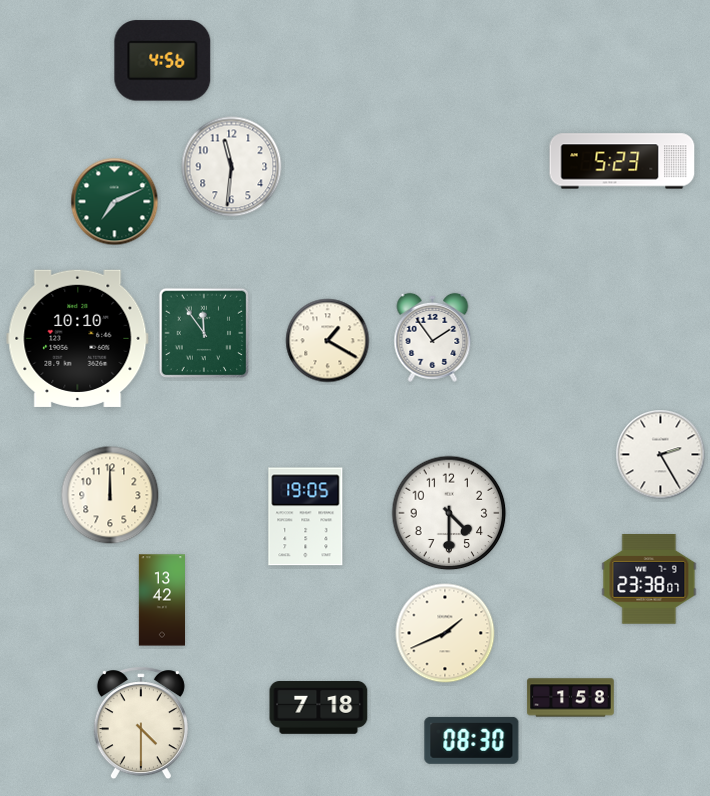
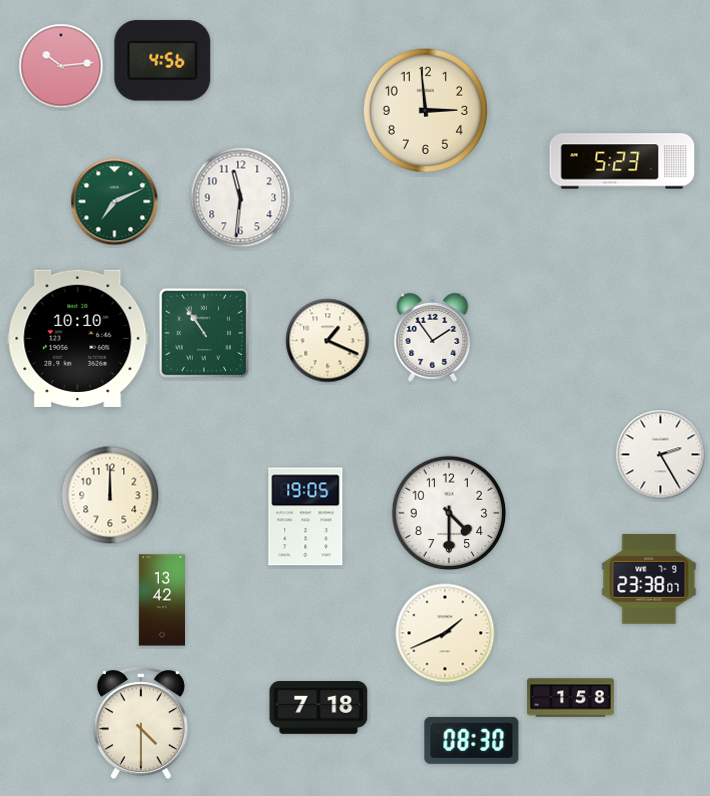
clock at (61, 66): none -> 10:14
clock at (425, 110): none -> 2:59
clock at (232, 167) position: (232, 167) -> (241, 198)
clock at (204, 333): 11:54 -> 10:54
clock at (328, 341): 1:20 -> 1:19
